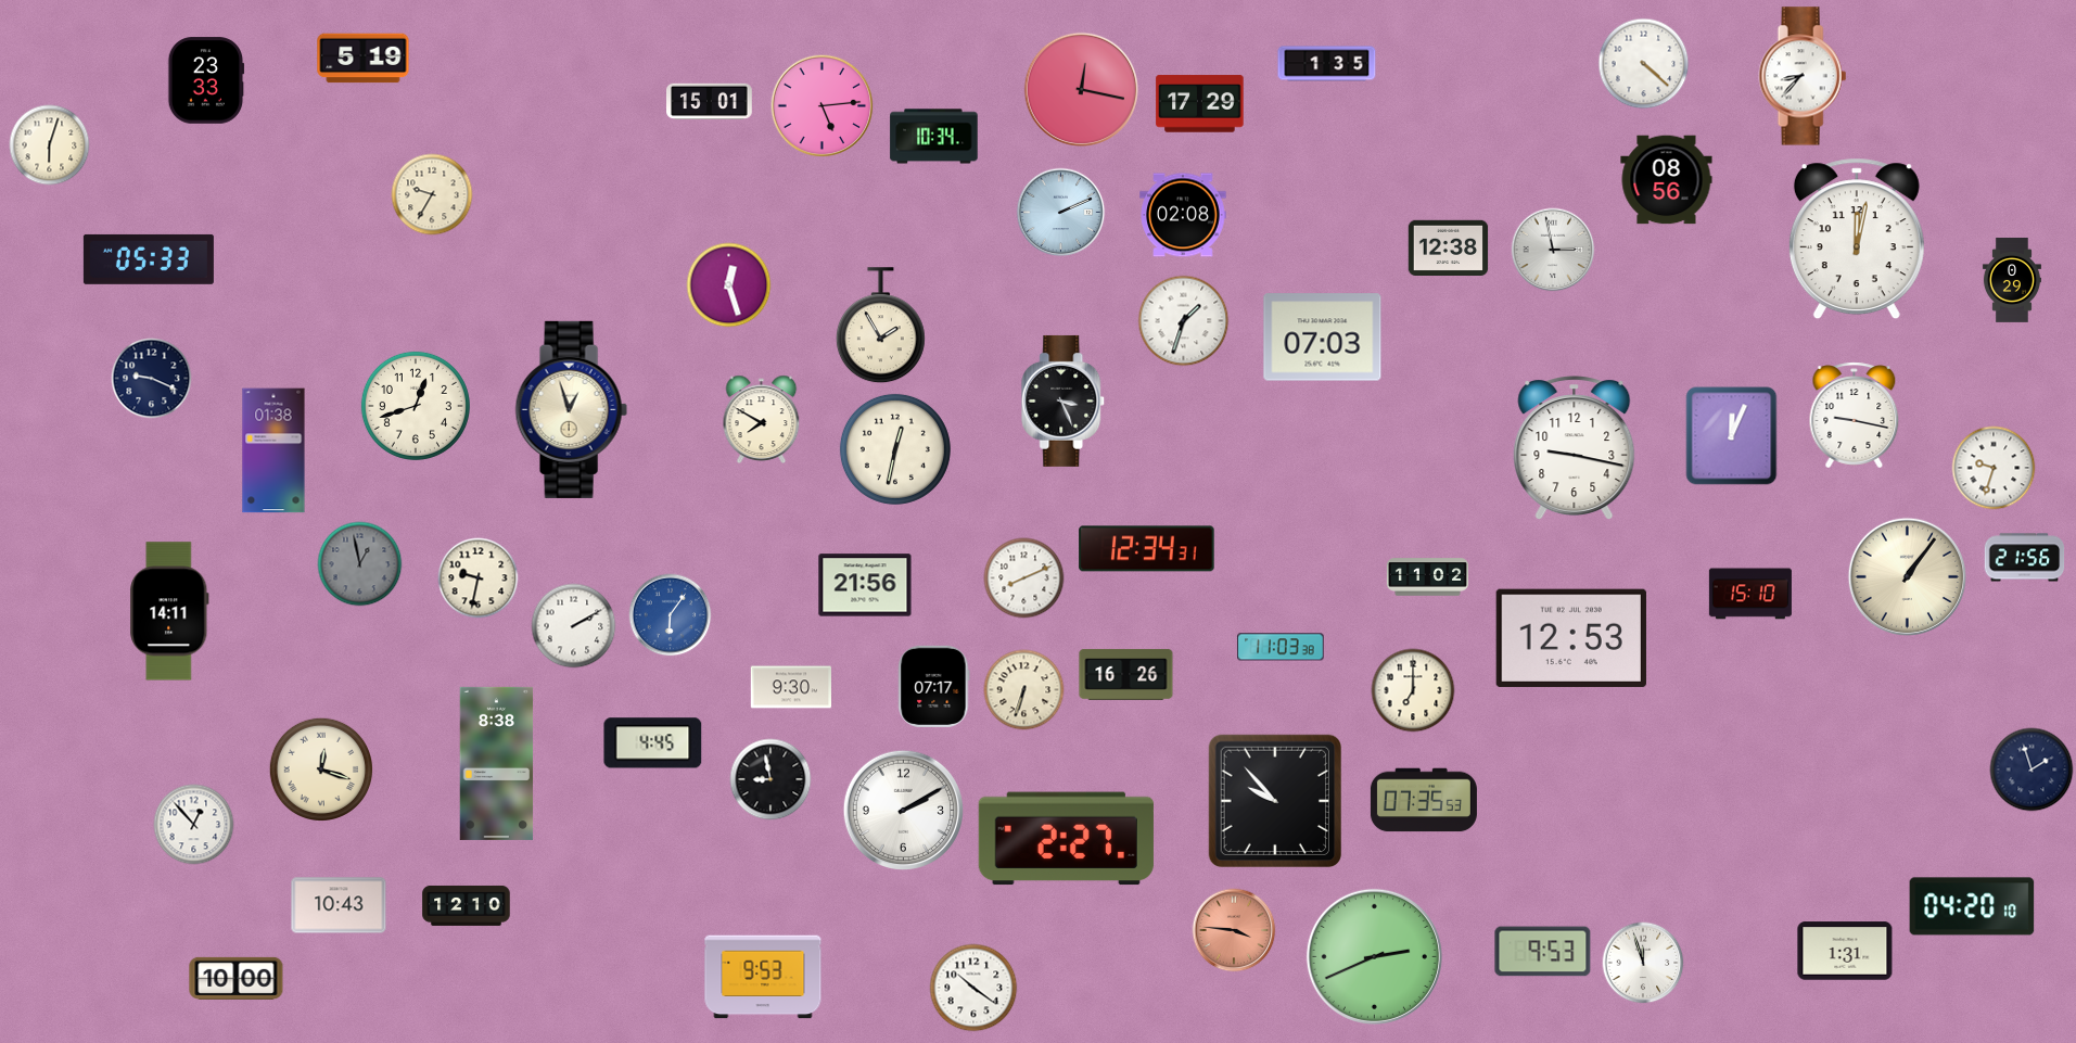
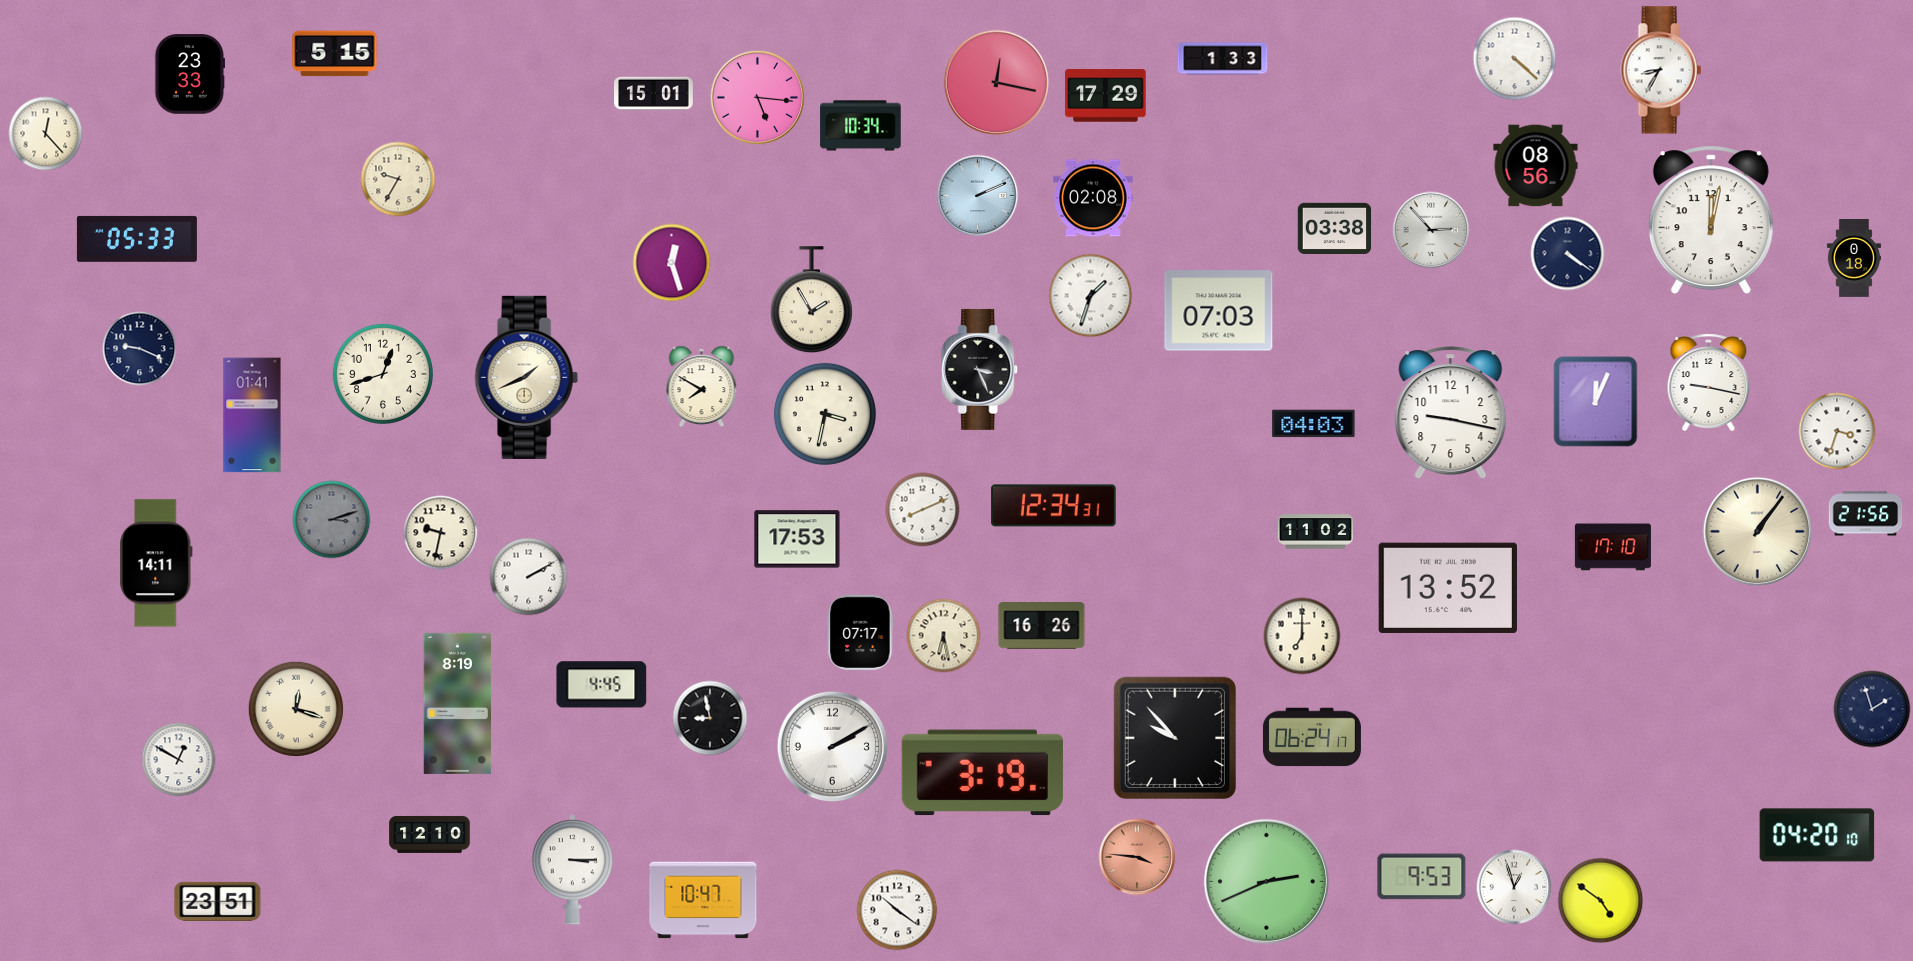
clock at (364, 59): 5:19 -> 5:15
clock at (1327, 64): 1:35 -> 1:33
clock at (1803, 76): 8:37 -> 8:35
clock at (823, 106): 5:14 -> 5:16
clock at (50, 145): 6:03 -> 12:23
clock at (1183, 215) position: (1183, 215) -> (1093, 198)
clock at (1449, 249): 12:38 -> 03:38
clock at (1553, 250): 2:58 -> 2:53
clock at (1568, 254): none -> 4:21
clock at (2012, 281): 0:29 -> 0:18
clock at (571, 409): 12:57 -> 1:41
clock at (895, 449): 12:32 -> 3:32
clock at (273, 450): 01:38 -> 01:41
clock at (1314, 424): none -> 04:03
clock at (1994, 468): 9:33 -> 3:33
clock at (1147, 549) position: (1147, 549) -> (1054, 506)
clock at (360, 564): 12:58 -> 3:12
clock at (1024, 578) position: (1024, 578) -> (923, 510)
clock at (865, 585): 21:56 -> 17:53
clock at (1750, 594): 15:10 -> 17:10
clock at (671, 615): 6:06 -> none
clock at (1571, 638): 12:53 -> 13:52
clock at (1281, 647): 11:03 -> none
clock at (1126, 675) position: (1126, 675) -> (1042, 626)
clock at (791, 687): 9:30 -> none
clock at (1024, 690): 6:33 -> 6:28
clock at (497, 763): 8:38 -> 8:19
clock at (1424, 800): 07:35 -> 06:24
clock at (194, 825): 12:53 -> 12:50
clock at (1066, 839): 2:27 -> 3:19
clock at (339, 905): 10:43 -> none
clock at (572, 870): none -> 3:15
clock at (1845, 951): 1:31 -> none
clock at (1643, 963): 11:57 -> 12:57
clock at (763, 977): 9:53 -> 10:47
clock at (237, 978): 10:00 -> 23:51
clock at (1601, 901): none -> 4:51
